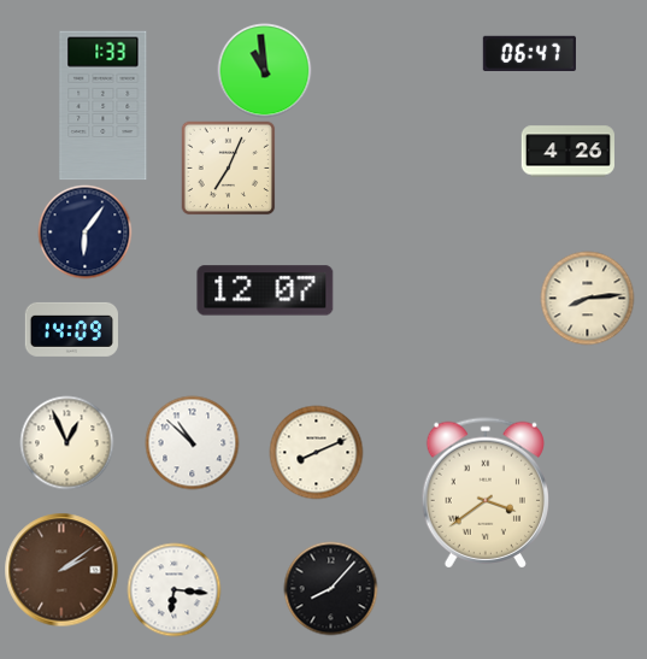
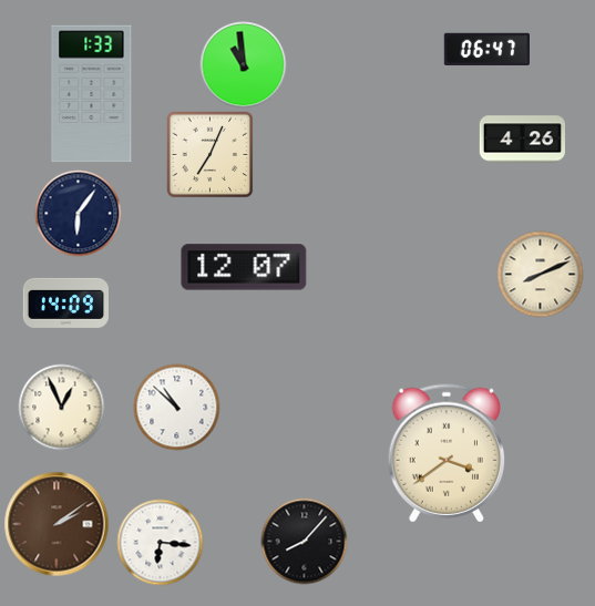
clock at (104, 106) position: (104, 106) -> (92, 94)
clock at (587, 298): 8:14 -> 8:11
clock at (316, 452): 8:11 -> none
